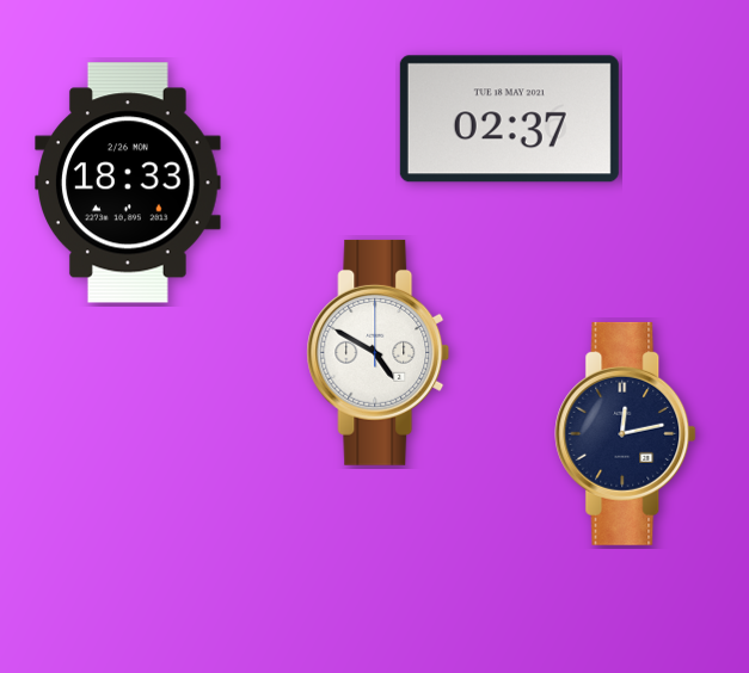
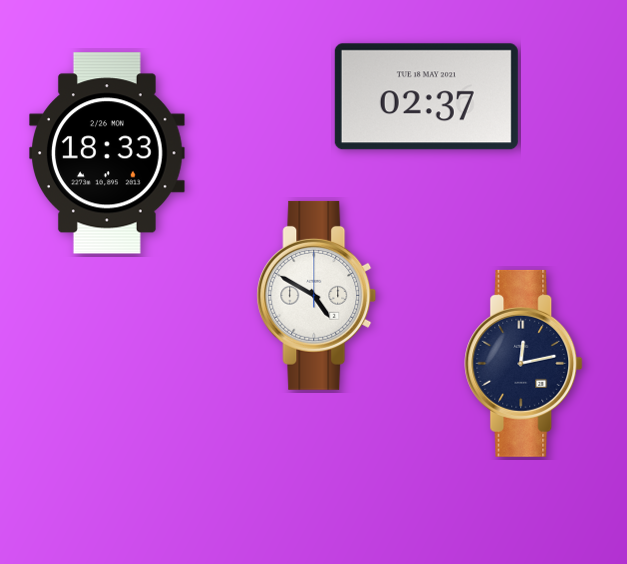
clock at (509, 119) position: (509, 119) -> (426, 97)
